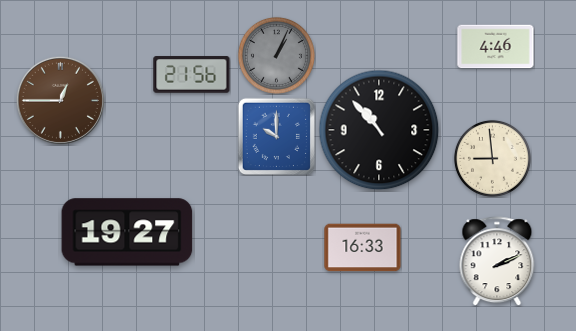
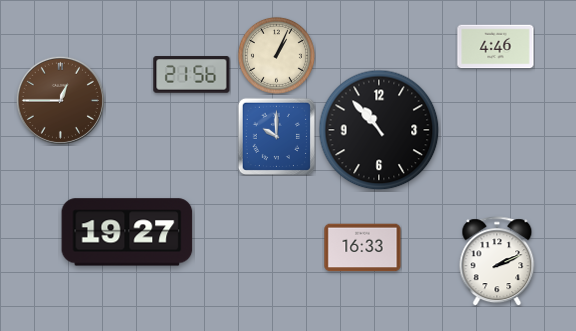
clock at (276, 55) dial: grey -> cream
clock at (492, 158): 8:59 -> none
